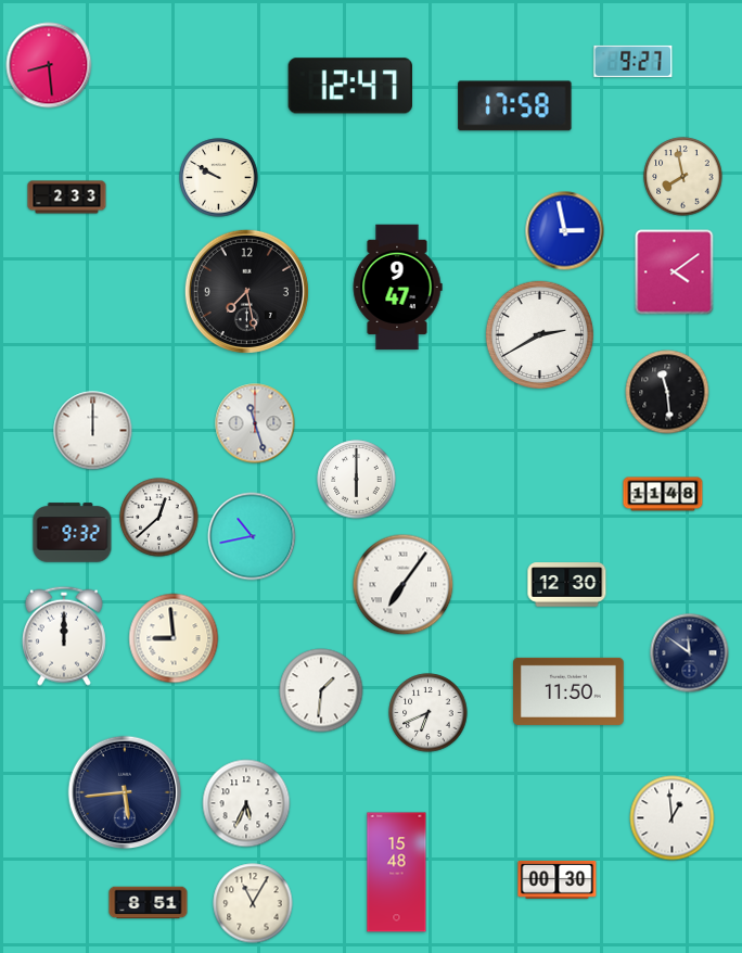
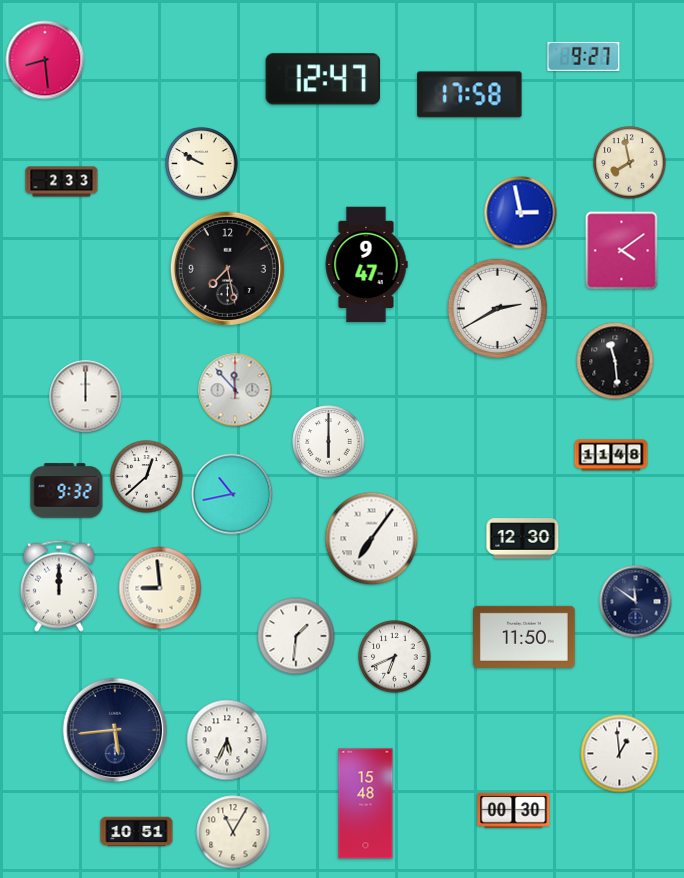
clock at (515, 106) position: (515, 106) -> (470, 95)
clock at (255, 423): 11:27 -> 11:53
clock at (149, 903): 8:51 -> 10:51
